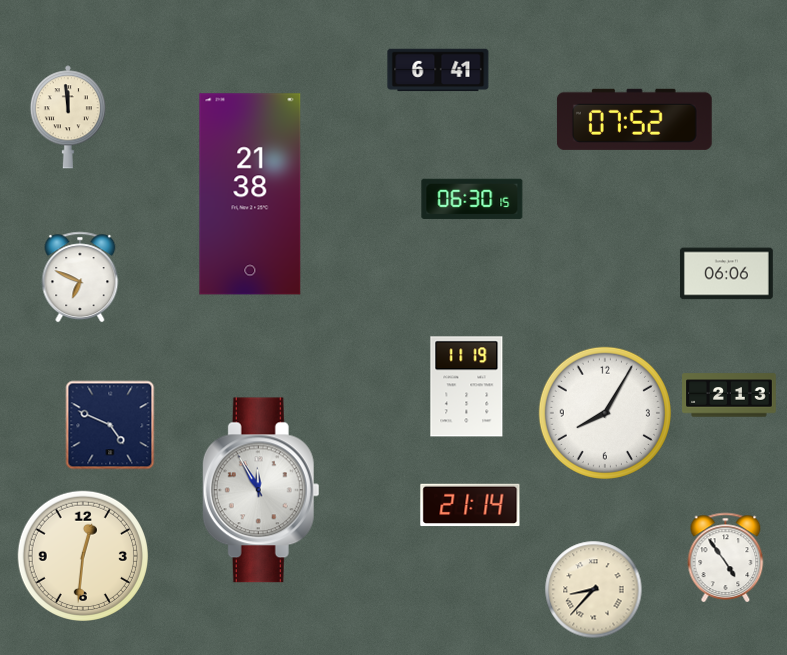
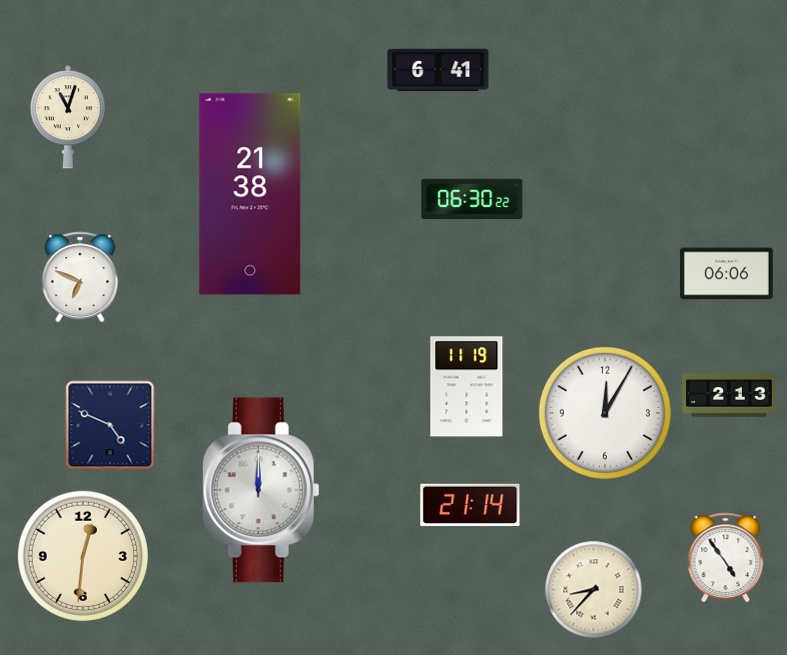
clock at (68, 117): 11:59 -> 11:03
clock at (634, 119): 07:52 -> none
clock at (472, 199): 06:30:15 -> 06:30:22
clock at (605, 413): 8:05 -> 12:05
clock at (261, 490): 11:55 -> 12:00
